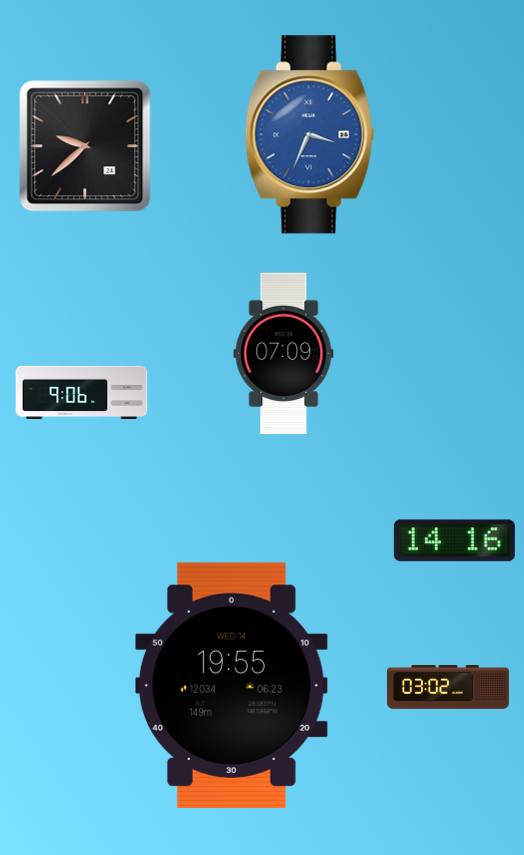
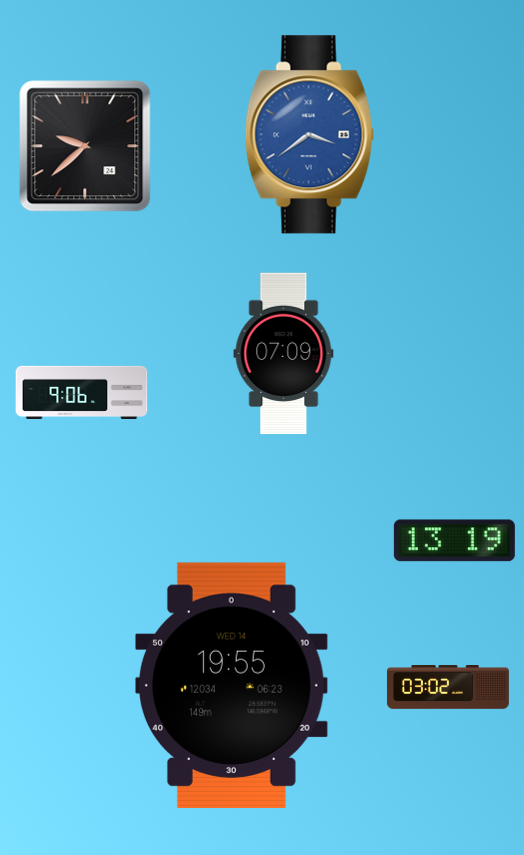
clock at (309, 135): 3:34 -> 3:39
clock at (454, 541): 14:16 -> 13:19
